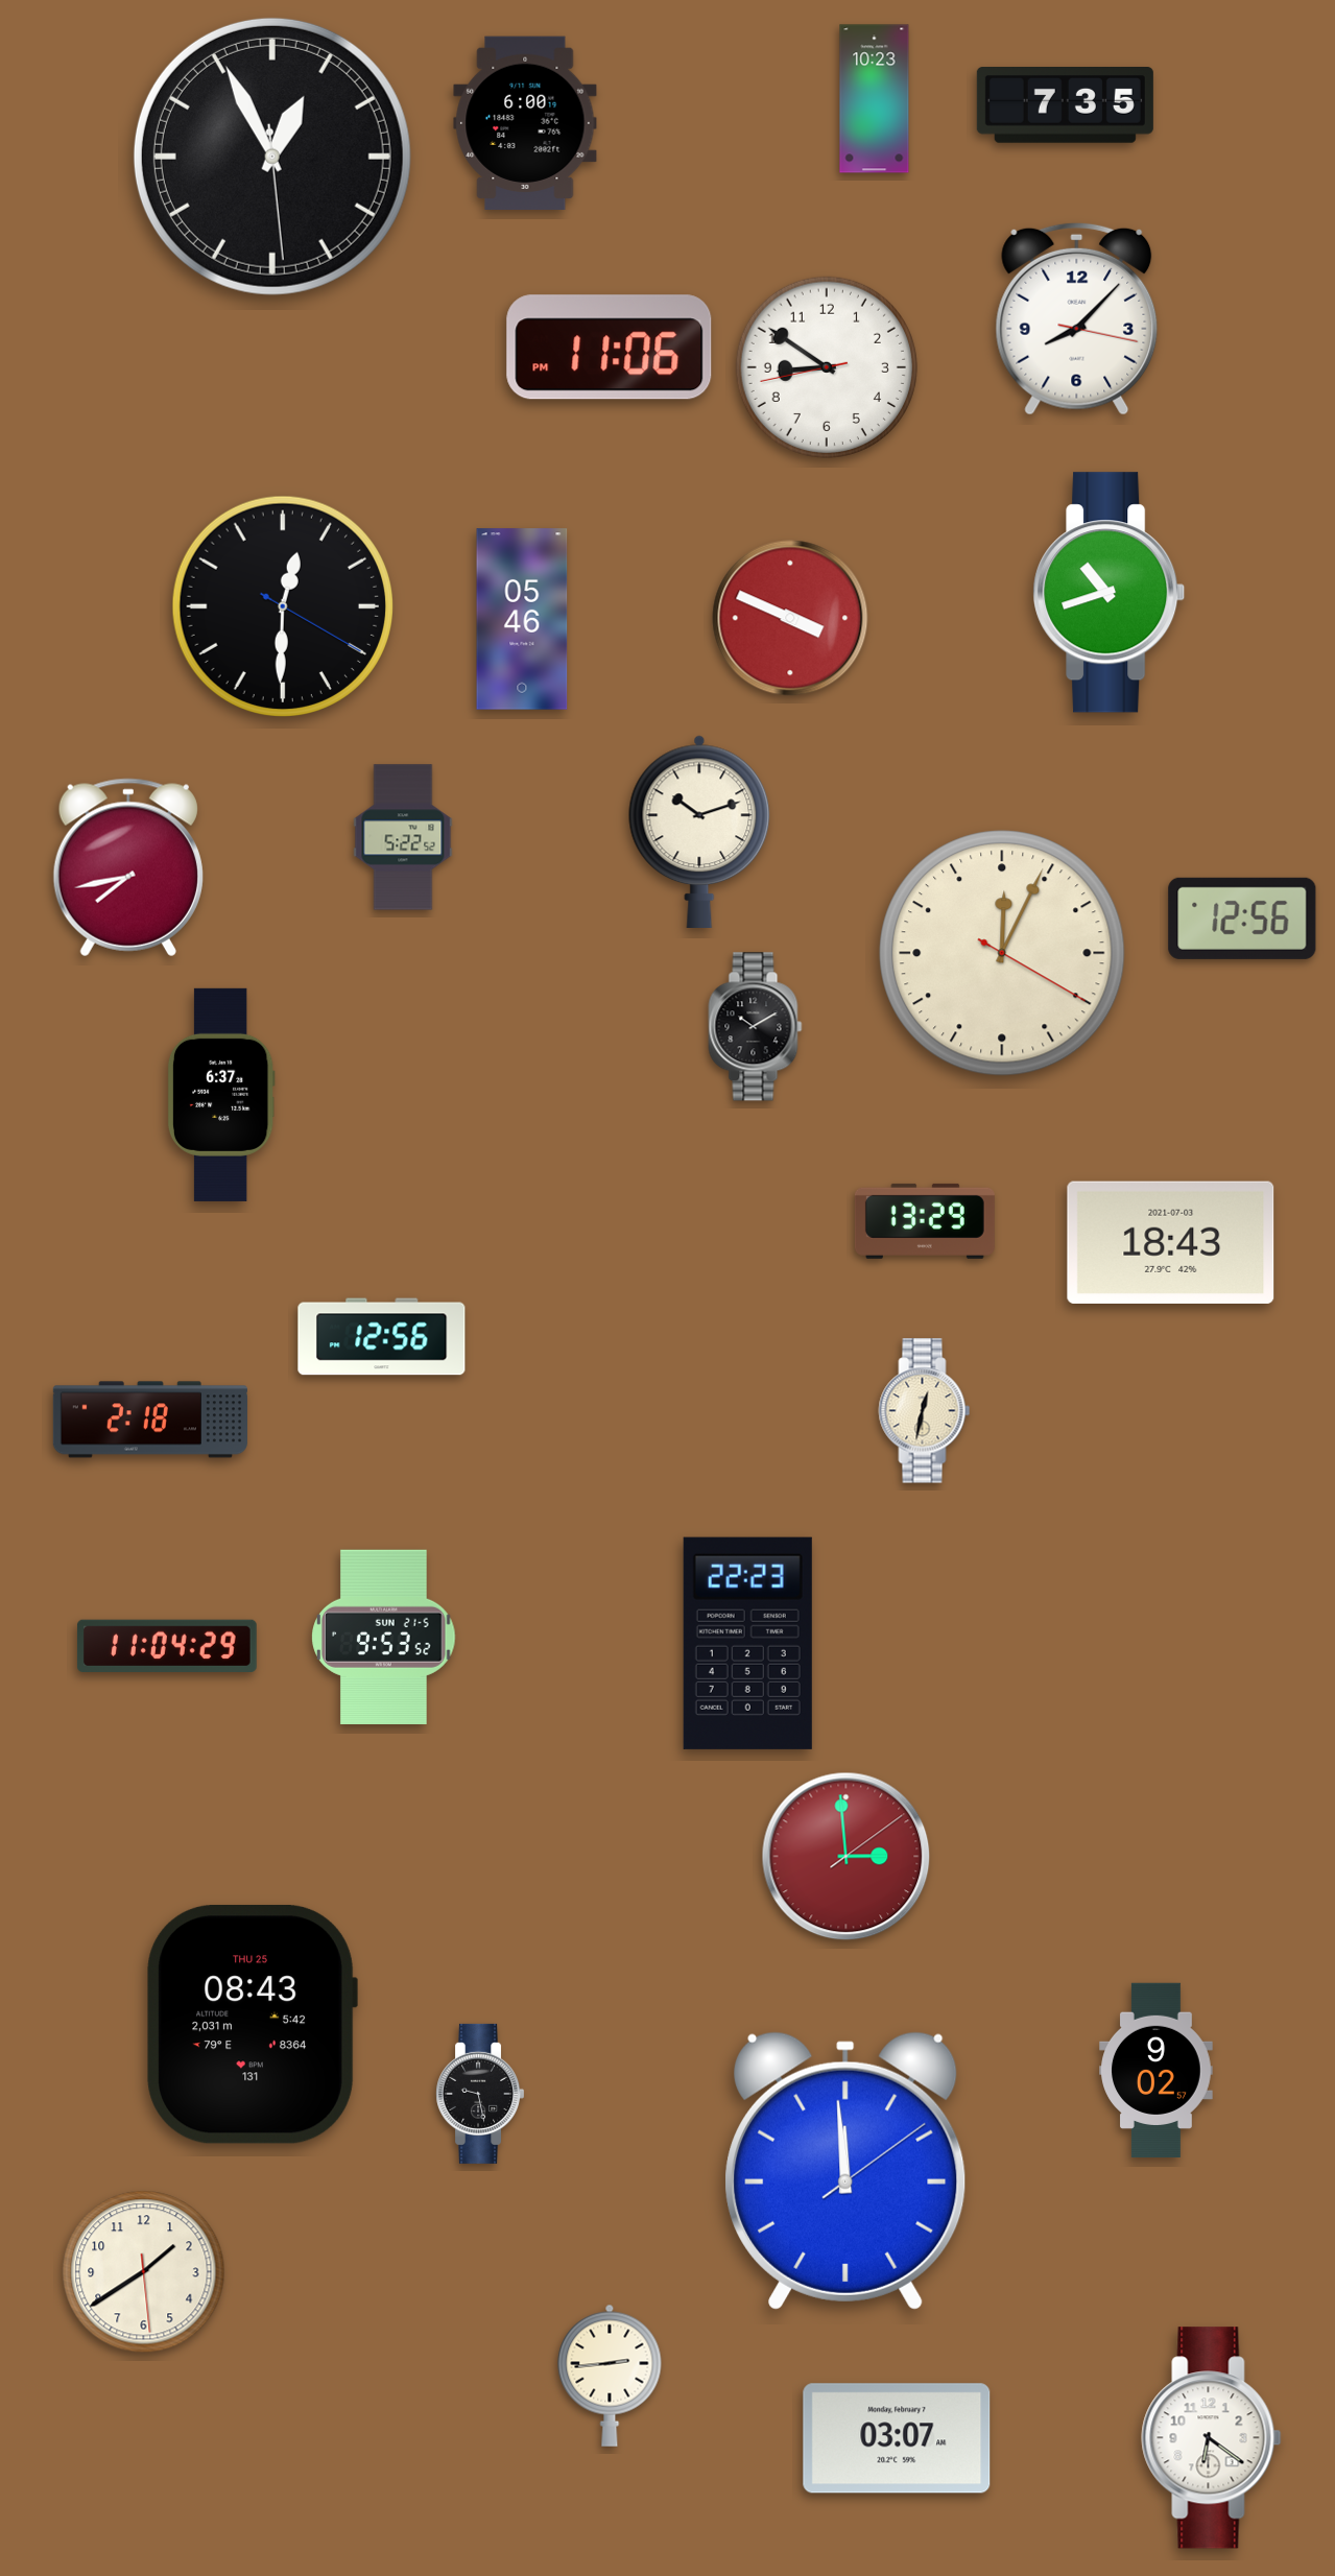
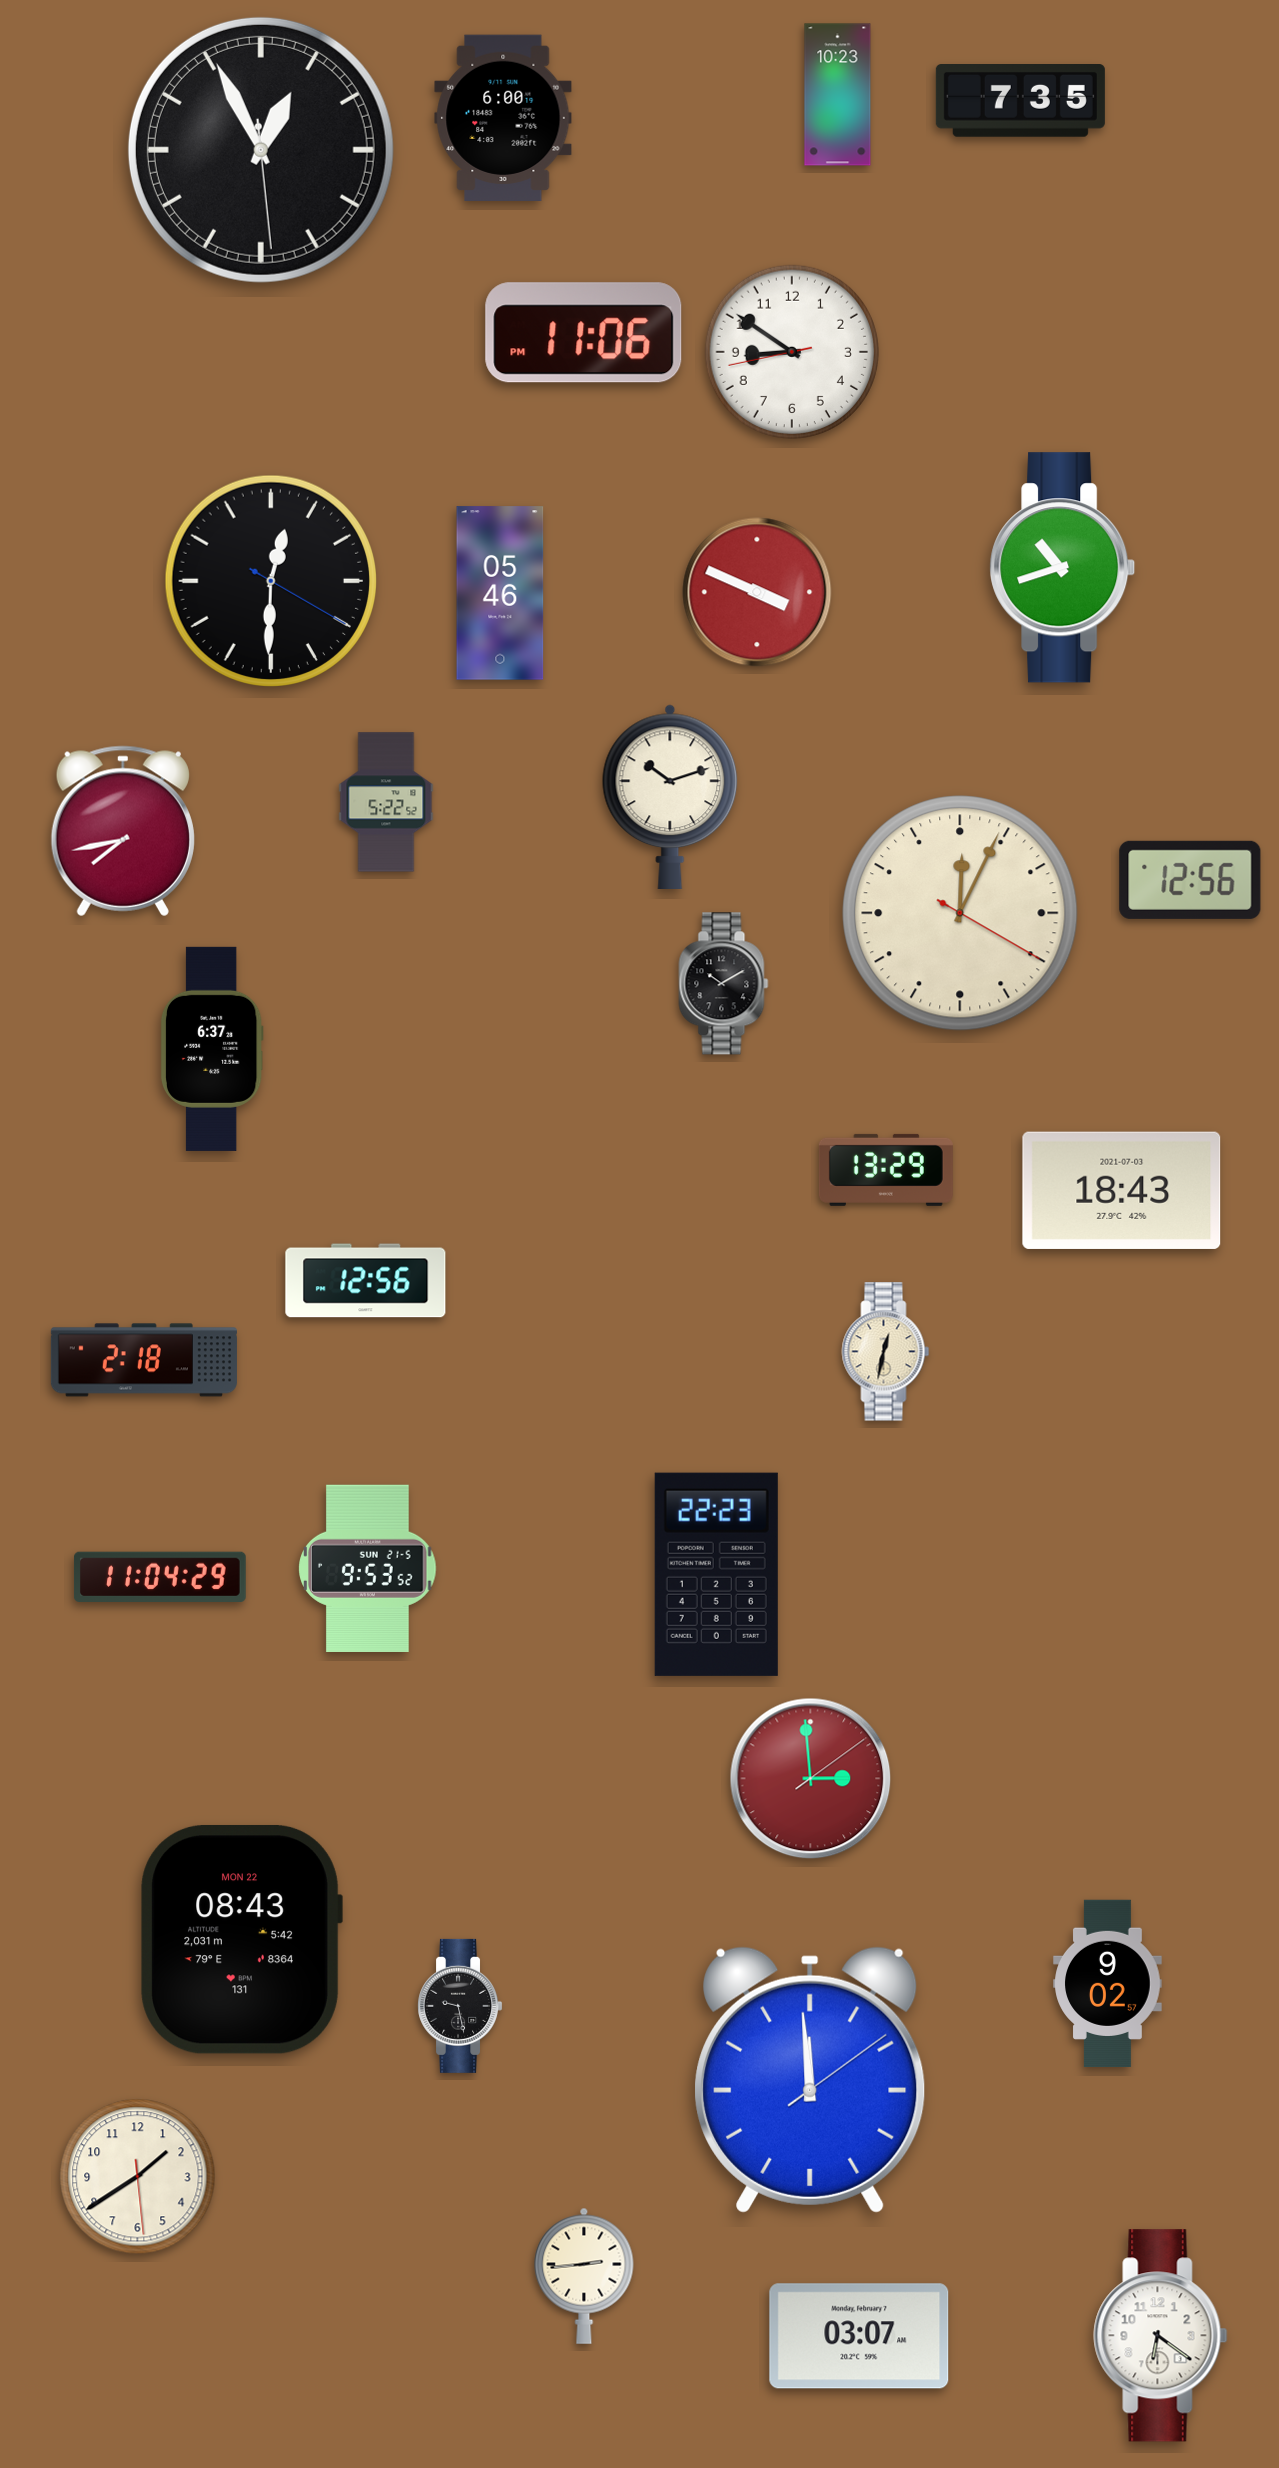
clock at (1077, 318): 8:07 -> none
clock at (252, 2024) date: THU 25 -> MON 22
